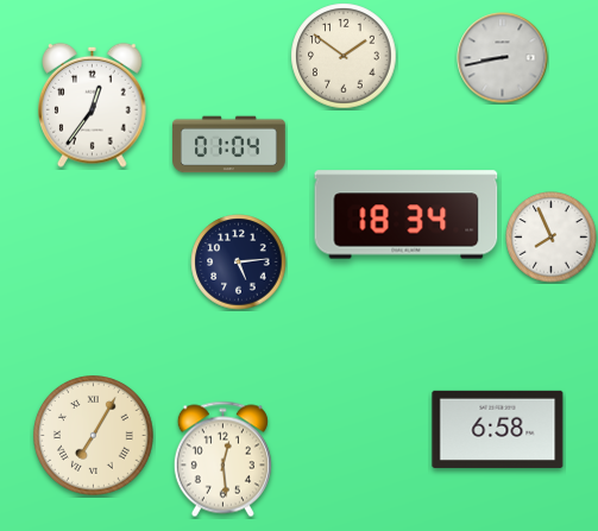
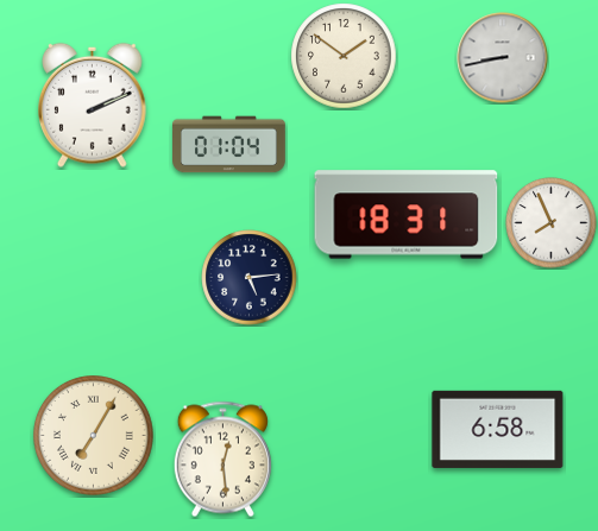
clock at (93, 105): 12:36 -> 2:11
clock at (407, 215): 18:34 -> 18:31
clock at (552, 238) position: (552, 238) -> (552, 223)
clock at (239, 263) position: (239, 263) -> (250, 278)
